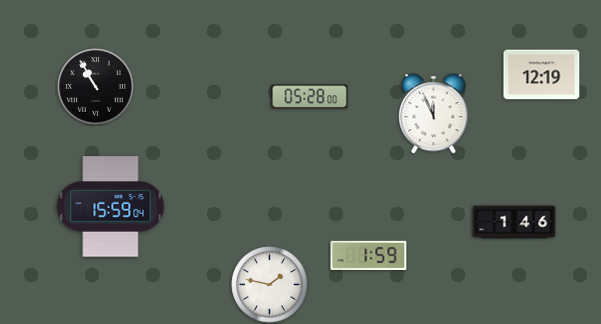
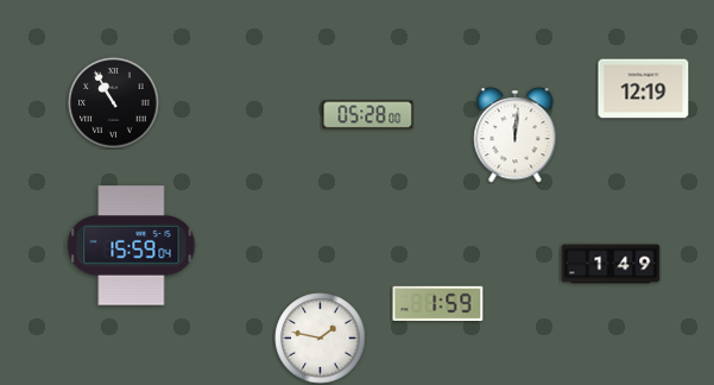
clock at (434, 114): 11:56 -> 12:01
clock at (514, 222): 1:46 -> 1:49
